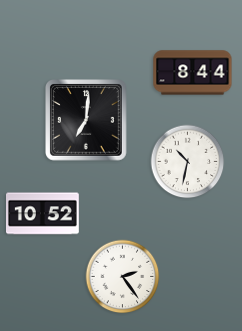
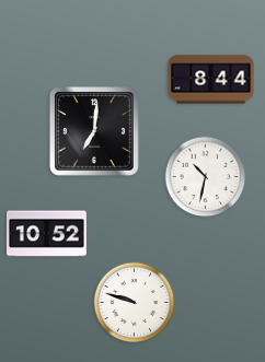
clock at (123, 277): 2:24 -> 9:48
